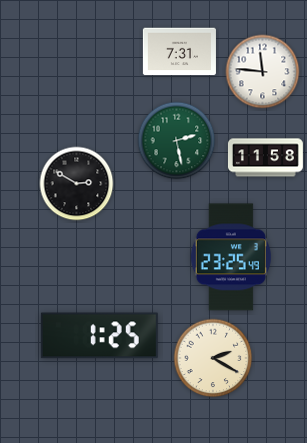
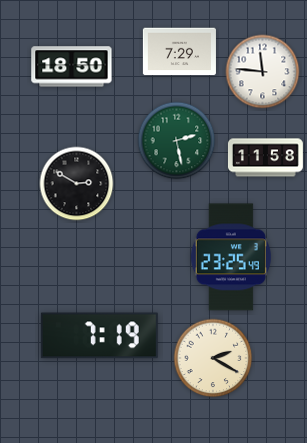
clock at (179, 52): 7:31 -> 7:29
clock at (72, 67): none -> 18:50
clock at (99, 336): 1:25 -> 7:19
